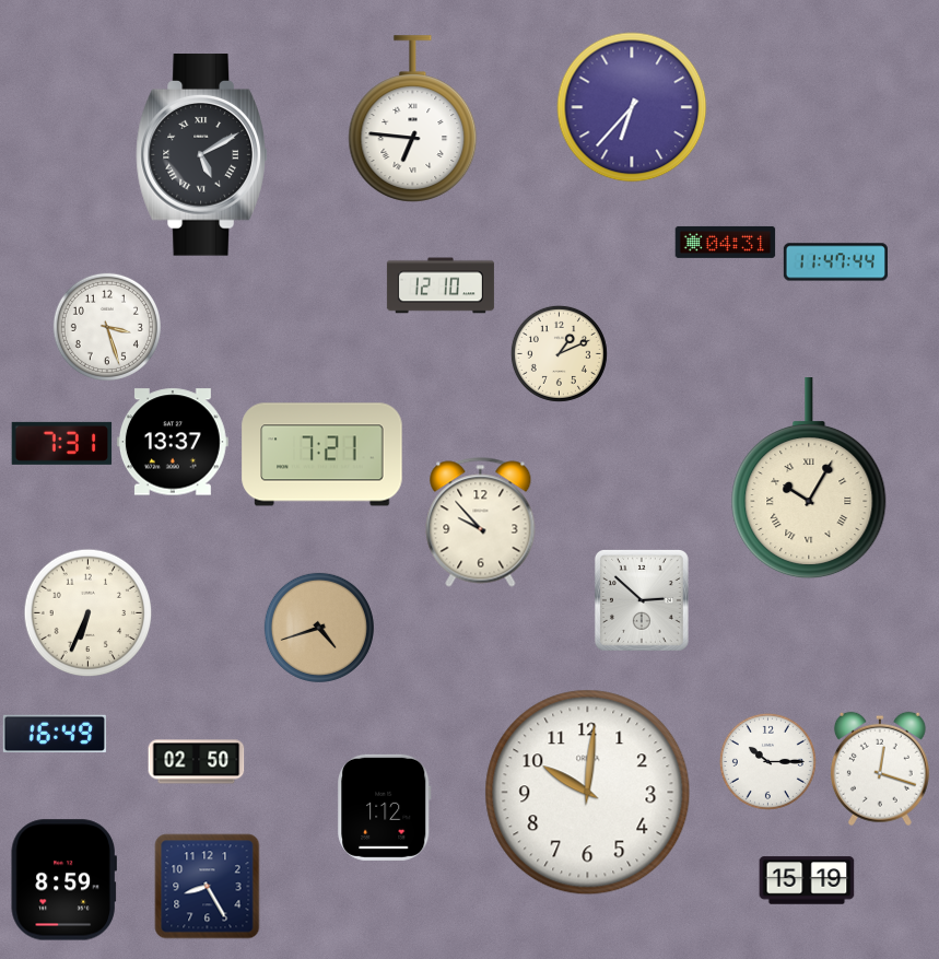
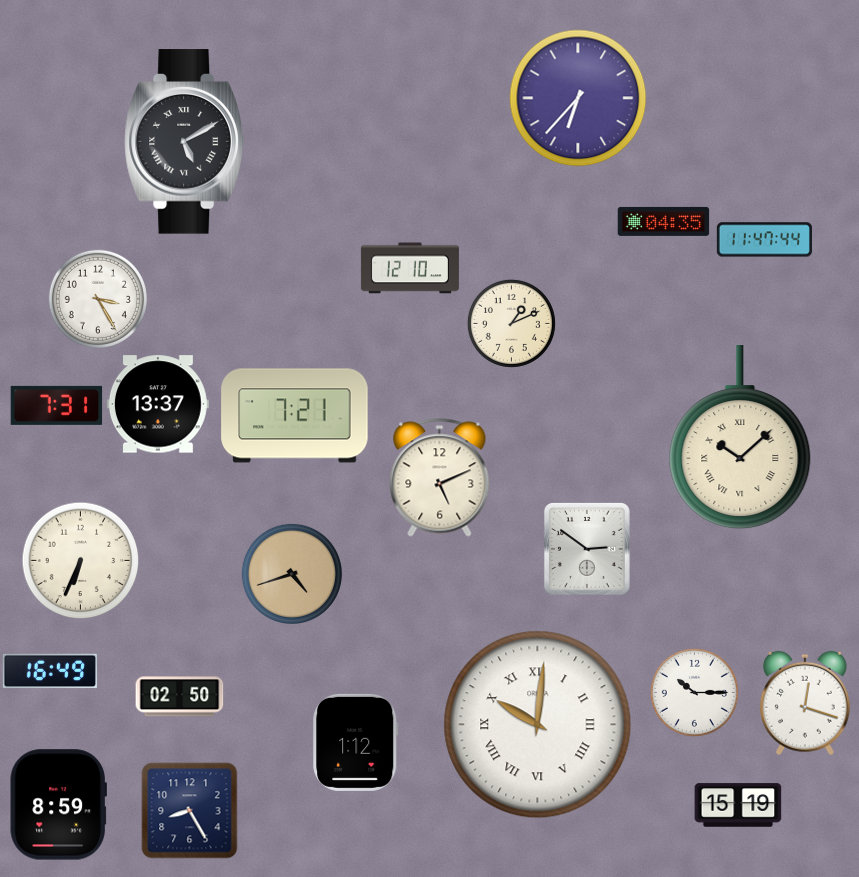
clock at (413, 119): 6:46 -> none
clock at (726, 242): 04:31 -> 04:35
clock at (441, 285) position: (441, 285) -> (410, 268)
clock at (107, 327): 3:27 -> 3:25
clock at (809, 479): 10:05 -> 10:08
clock at (481, 523): 9:53 -> 5:11
clock at (642, 600): 2:52 -> 2:51
clock at (767, 761) position: (767, 761) -> (694, 692)
clock at (588, 793) numerals: Arabic -> Roman
clock at (385, 807) position: (385, 807) -> (356, 742)
